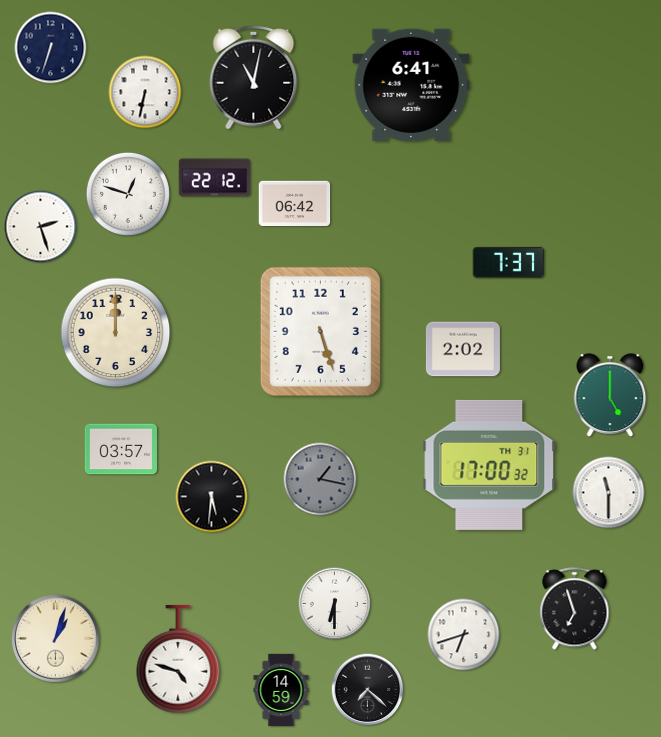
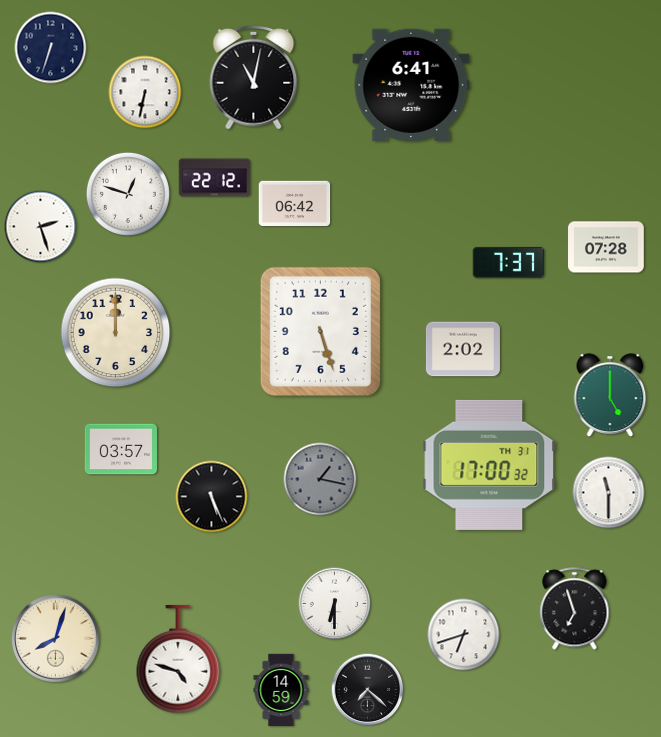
clock at (606, 247): none -> 07:28
clock at (212, 497): 5:31 -> 5:26
clock at (56, 639): 1:03 -> 8:03
